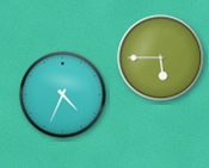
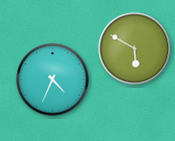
clock at (161, 58): 5:45 -> 5:50
